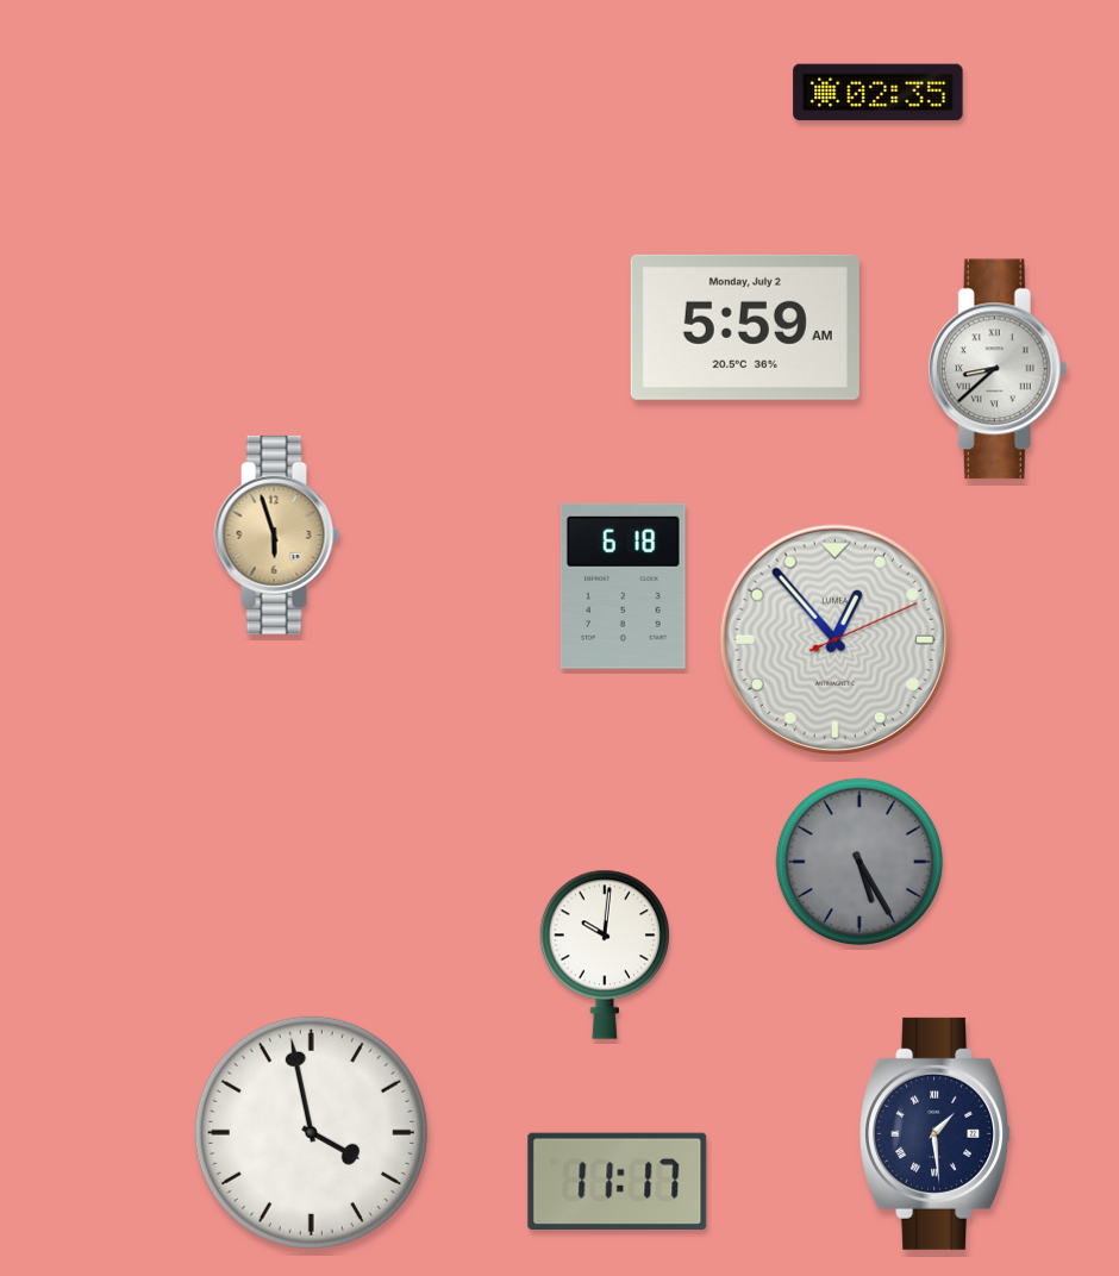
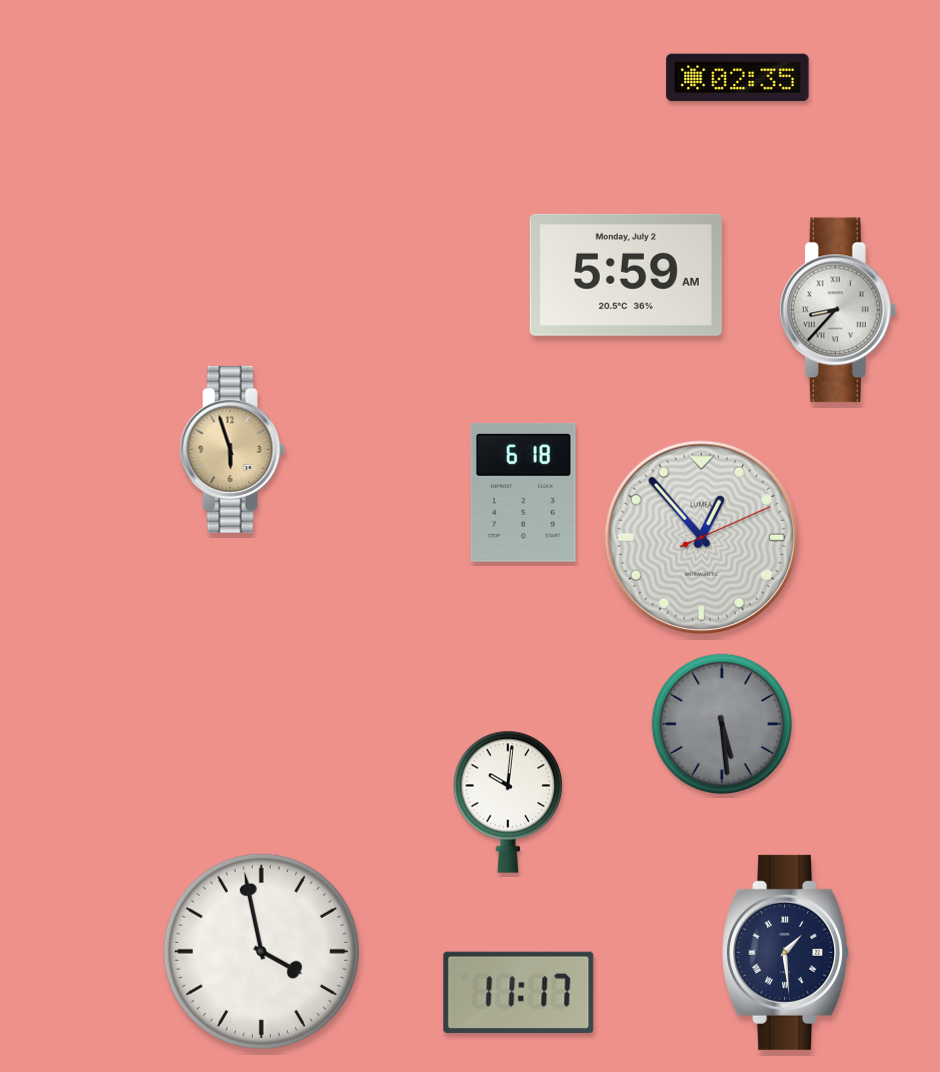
clock at (998, 369): 8:38 -> 8:37
clock at (859, 862): 5:25 -> 5:29
